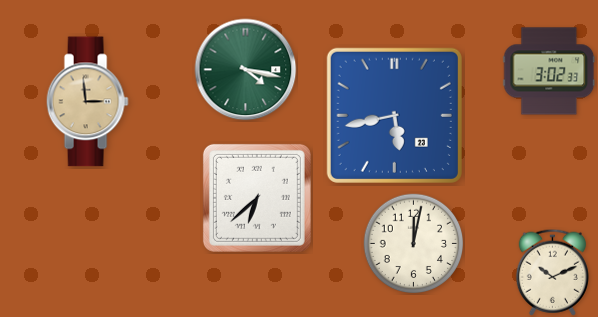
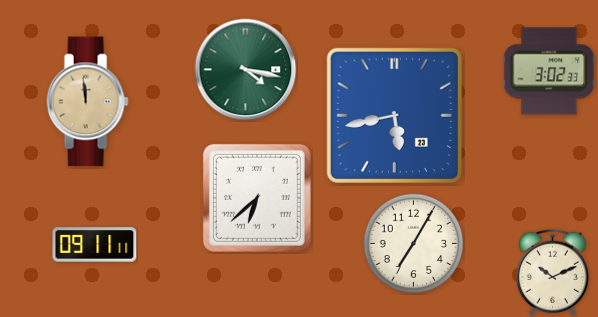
clock at (87, 102): 2:59 -> 11:59
clock at (414, 244): 12:02 -> 7:05
clock at (95, 245): none -> 09:11
